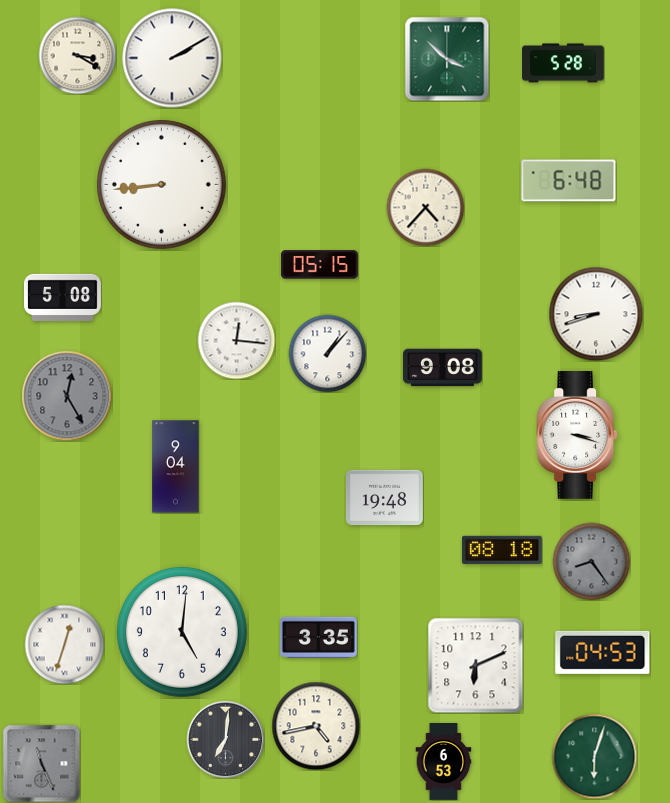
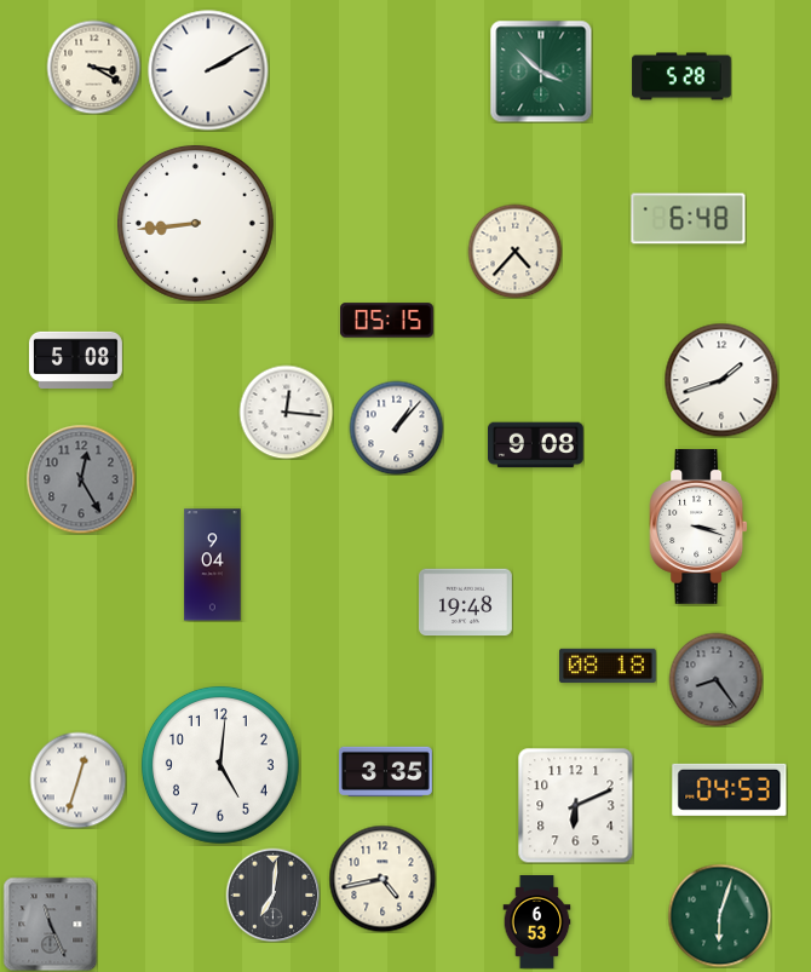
clock at (596, 314): 8:42 -> 1:42
